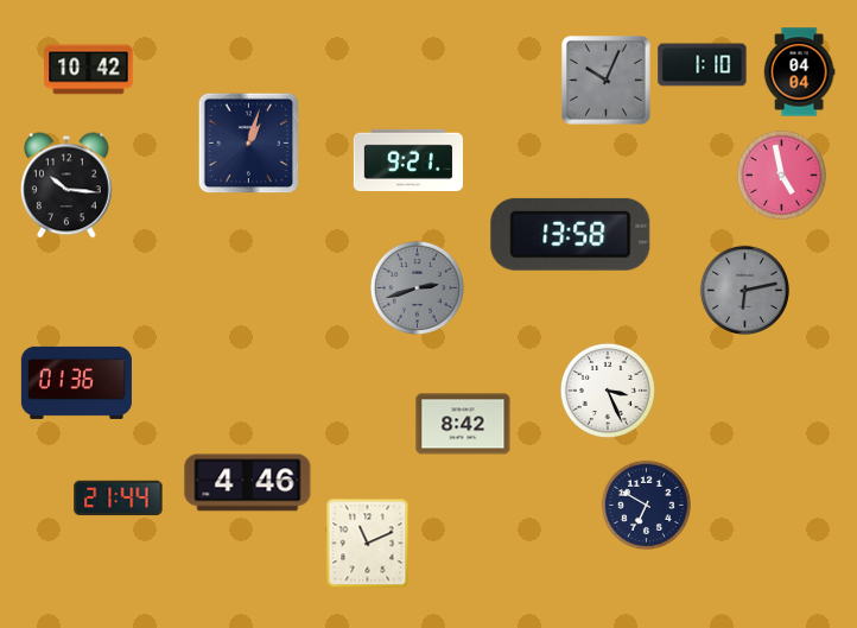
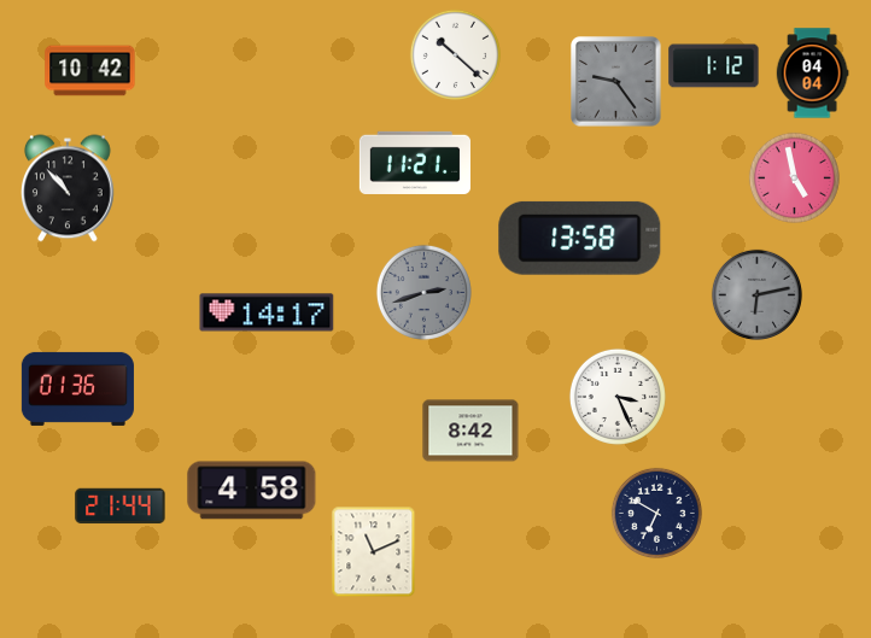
clock at (455, 54): none -> 10:22
clock at (703, 65): 1:10 -> 1:12
clock at (607, 81): 10:04 -> 9:24
clock at (249, 144): 1:03 -> none
clock at (408, 160): 9:21 -> 11:21
clock at (66, 185): 10:16 -> 10:53
clock at (267, 312): none -> 14:17
clock at (248, 483): 4:46 -> 4:58
